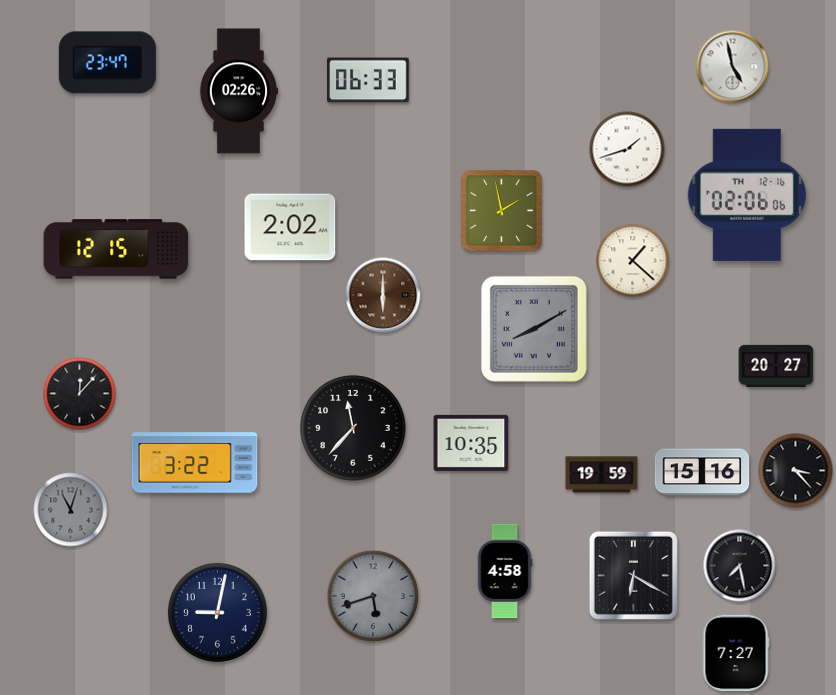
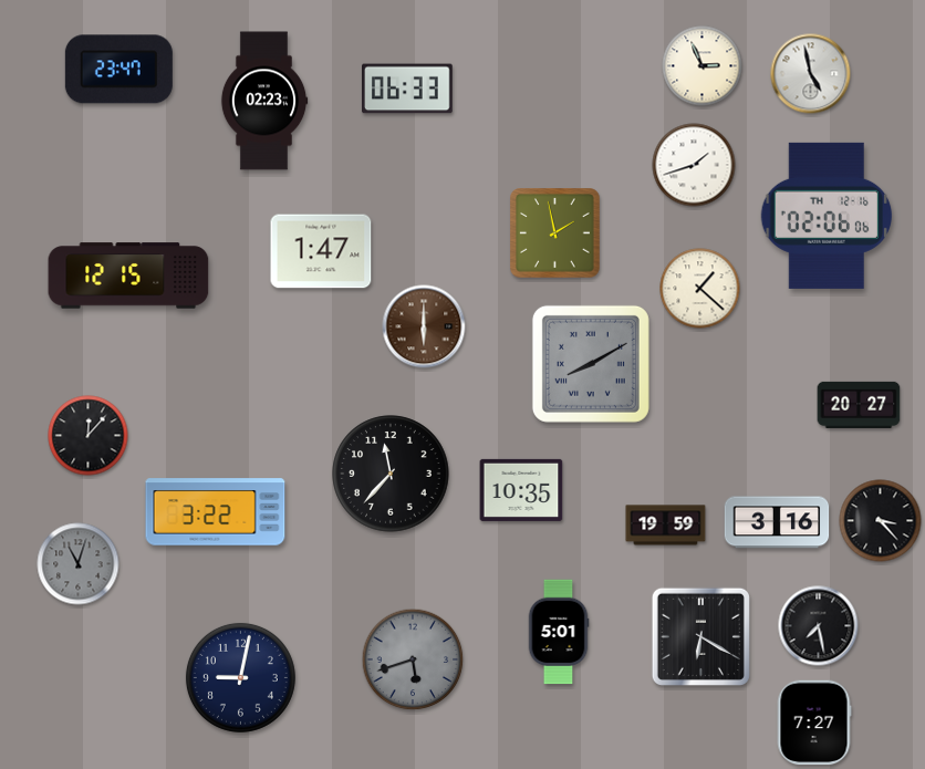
clock at (703, 66): none -> 2:56
clock at (239, 91): 02:26 -> 02:23
clock at (290, 227): 2:02 -> 1:47
clock at (702, 472): 15:16 -> 3:16
clock at (505, 571): 4:58 -> 5:01
